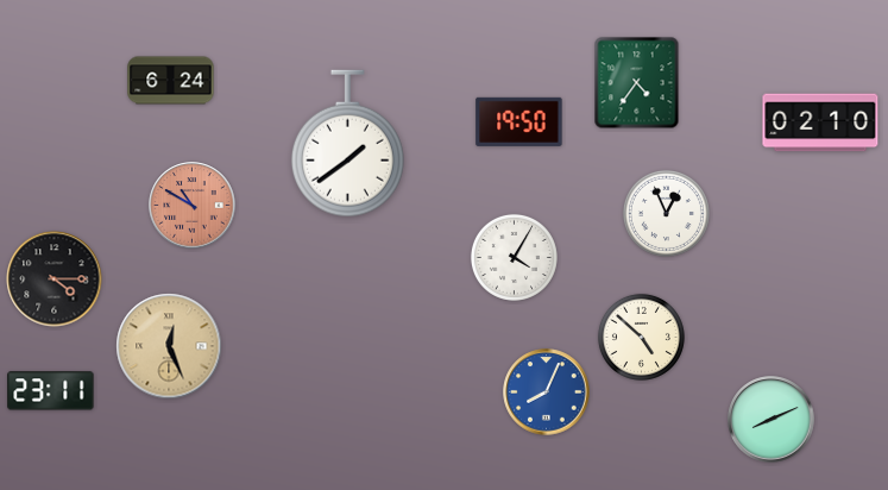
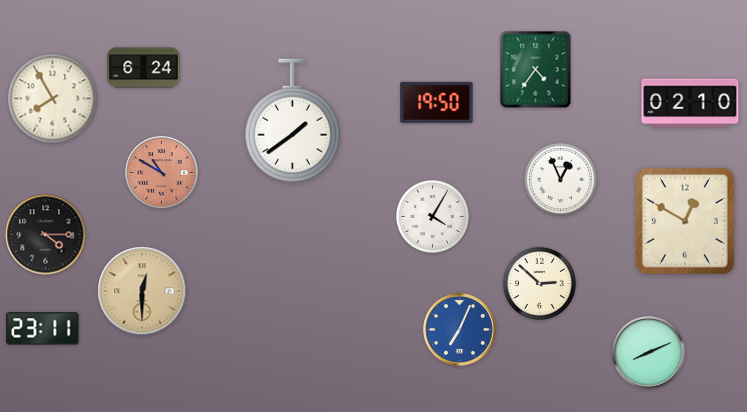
clock at (53, 99): none -> 7:55
clock at (685, 221): none -> 12:50
clock at (641, 337): 4:52 -> 2:52
clock at (169, 346): 12:26 -> 12:30
clock at (547, 392): 8:04 -> 7:04
